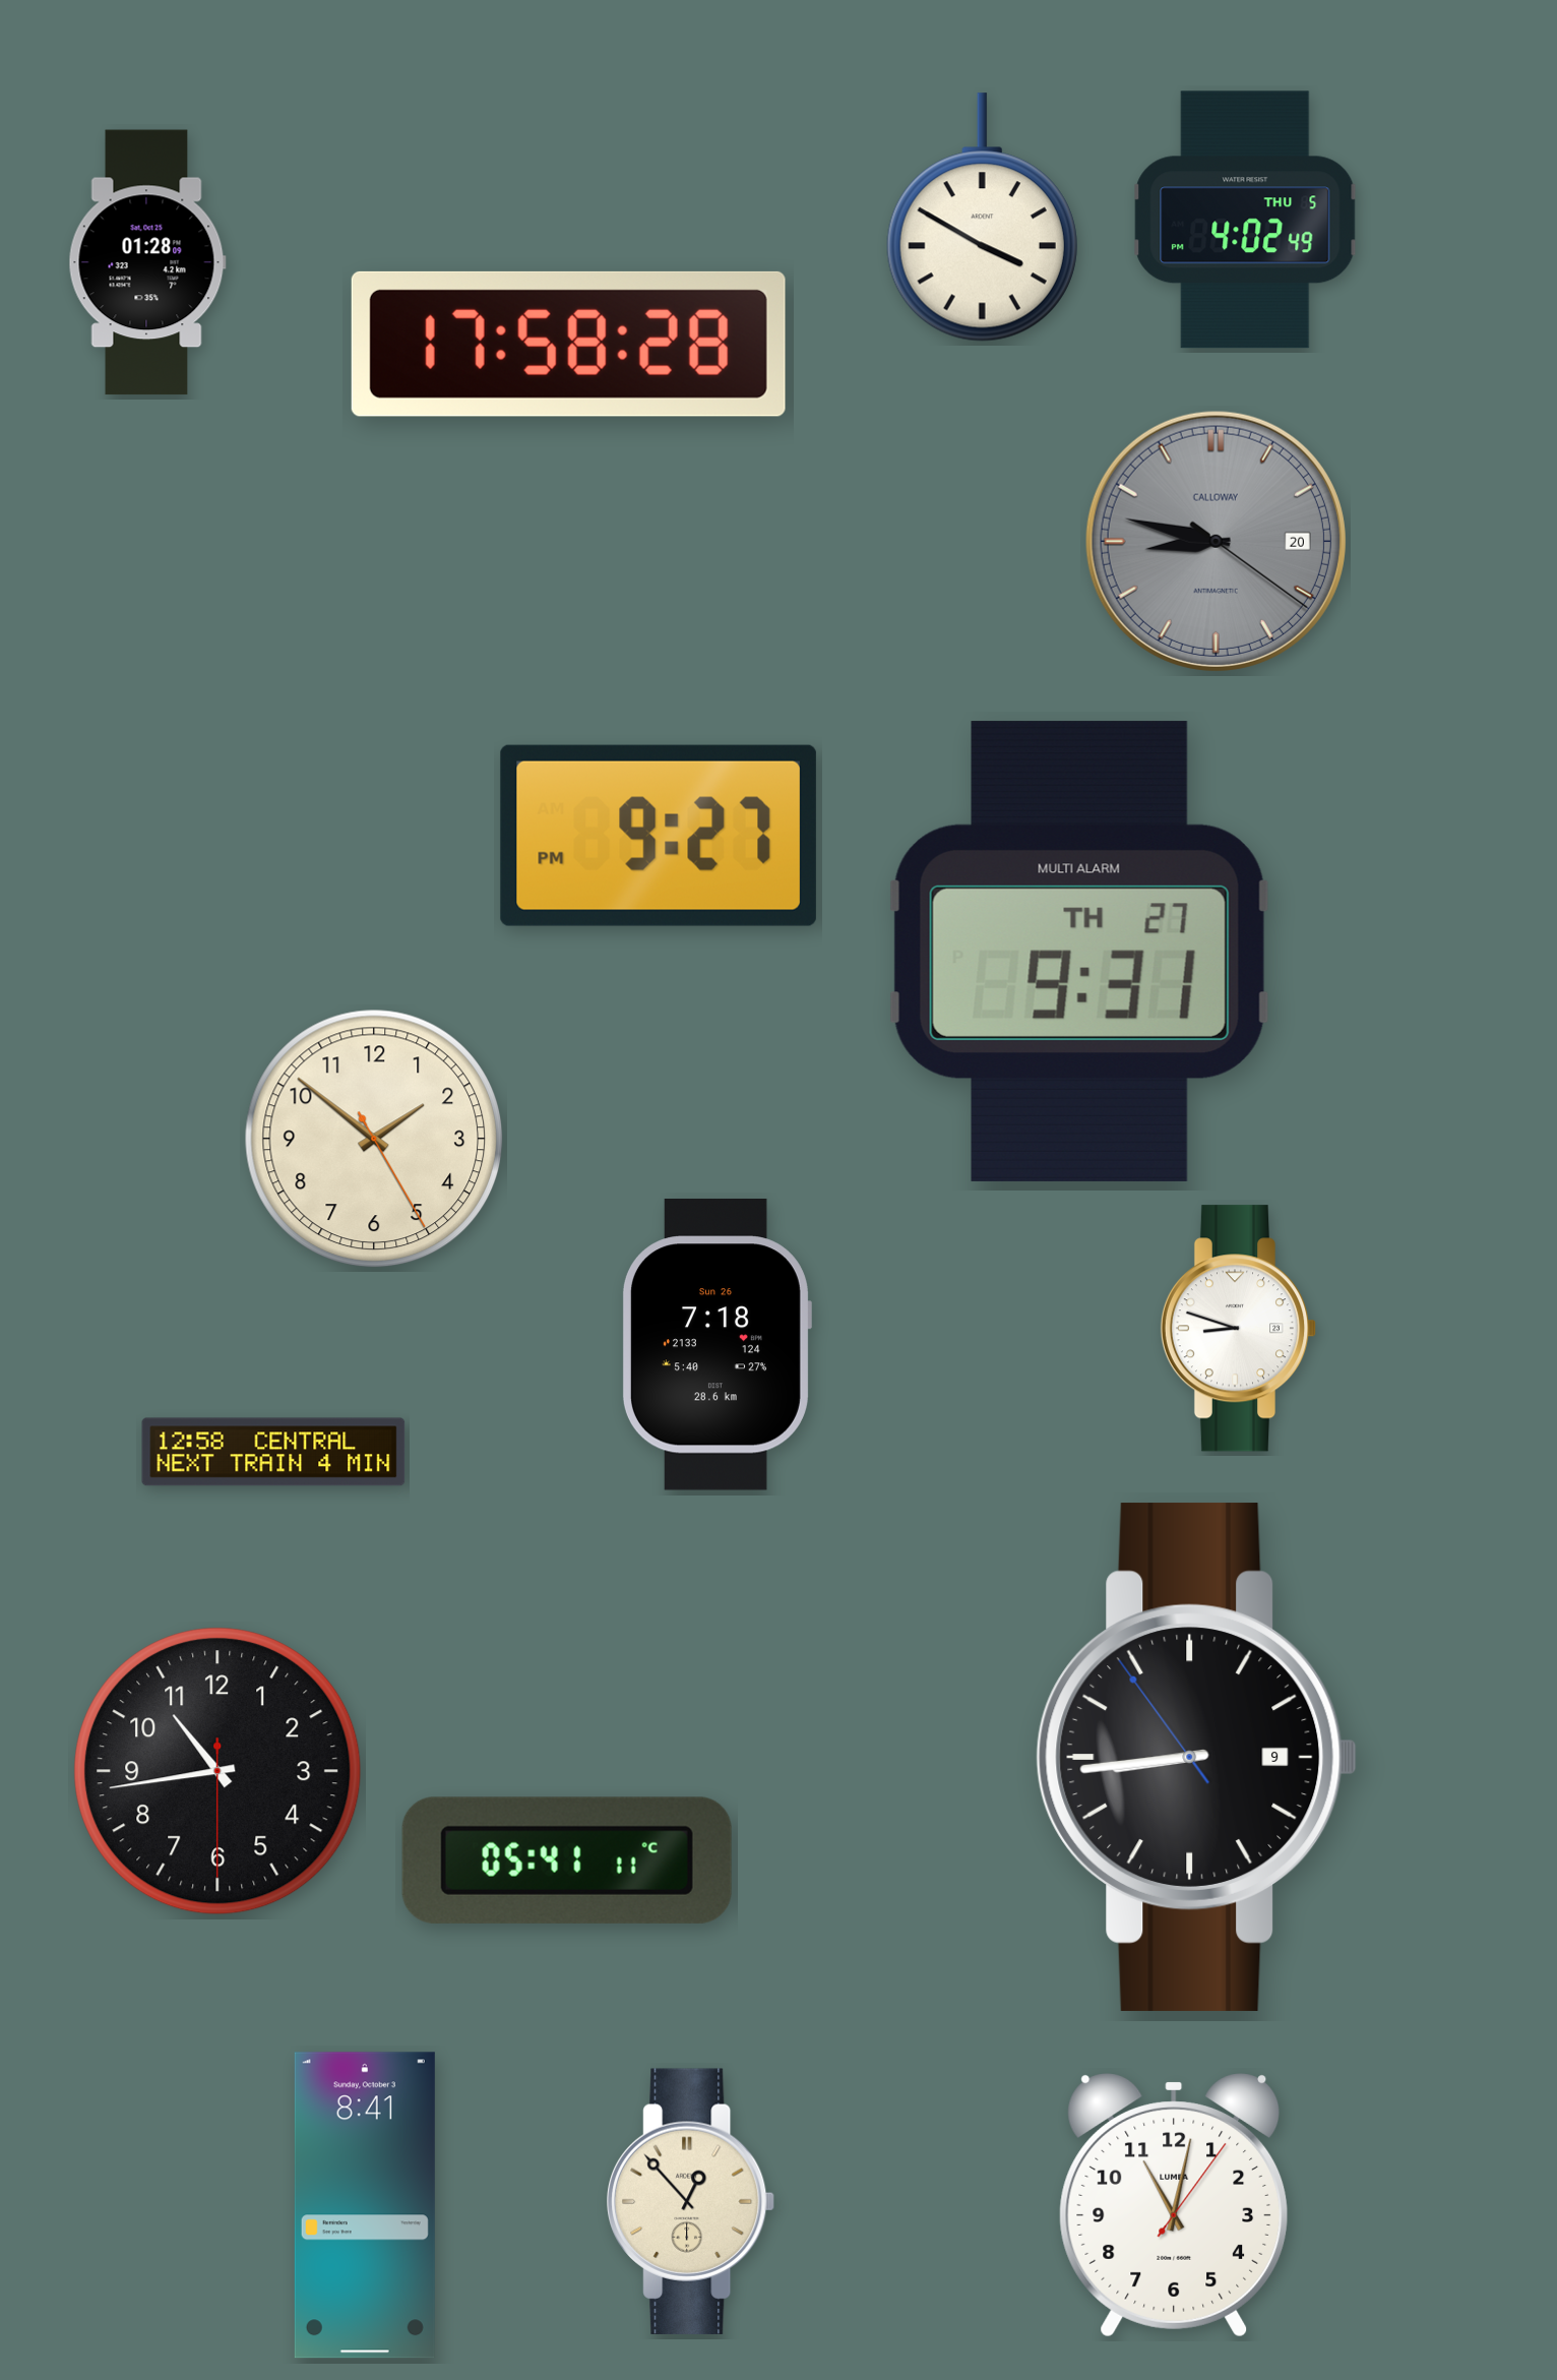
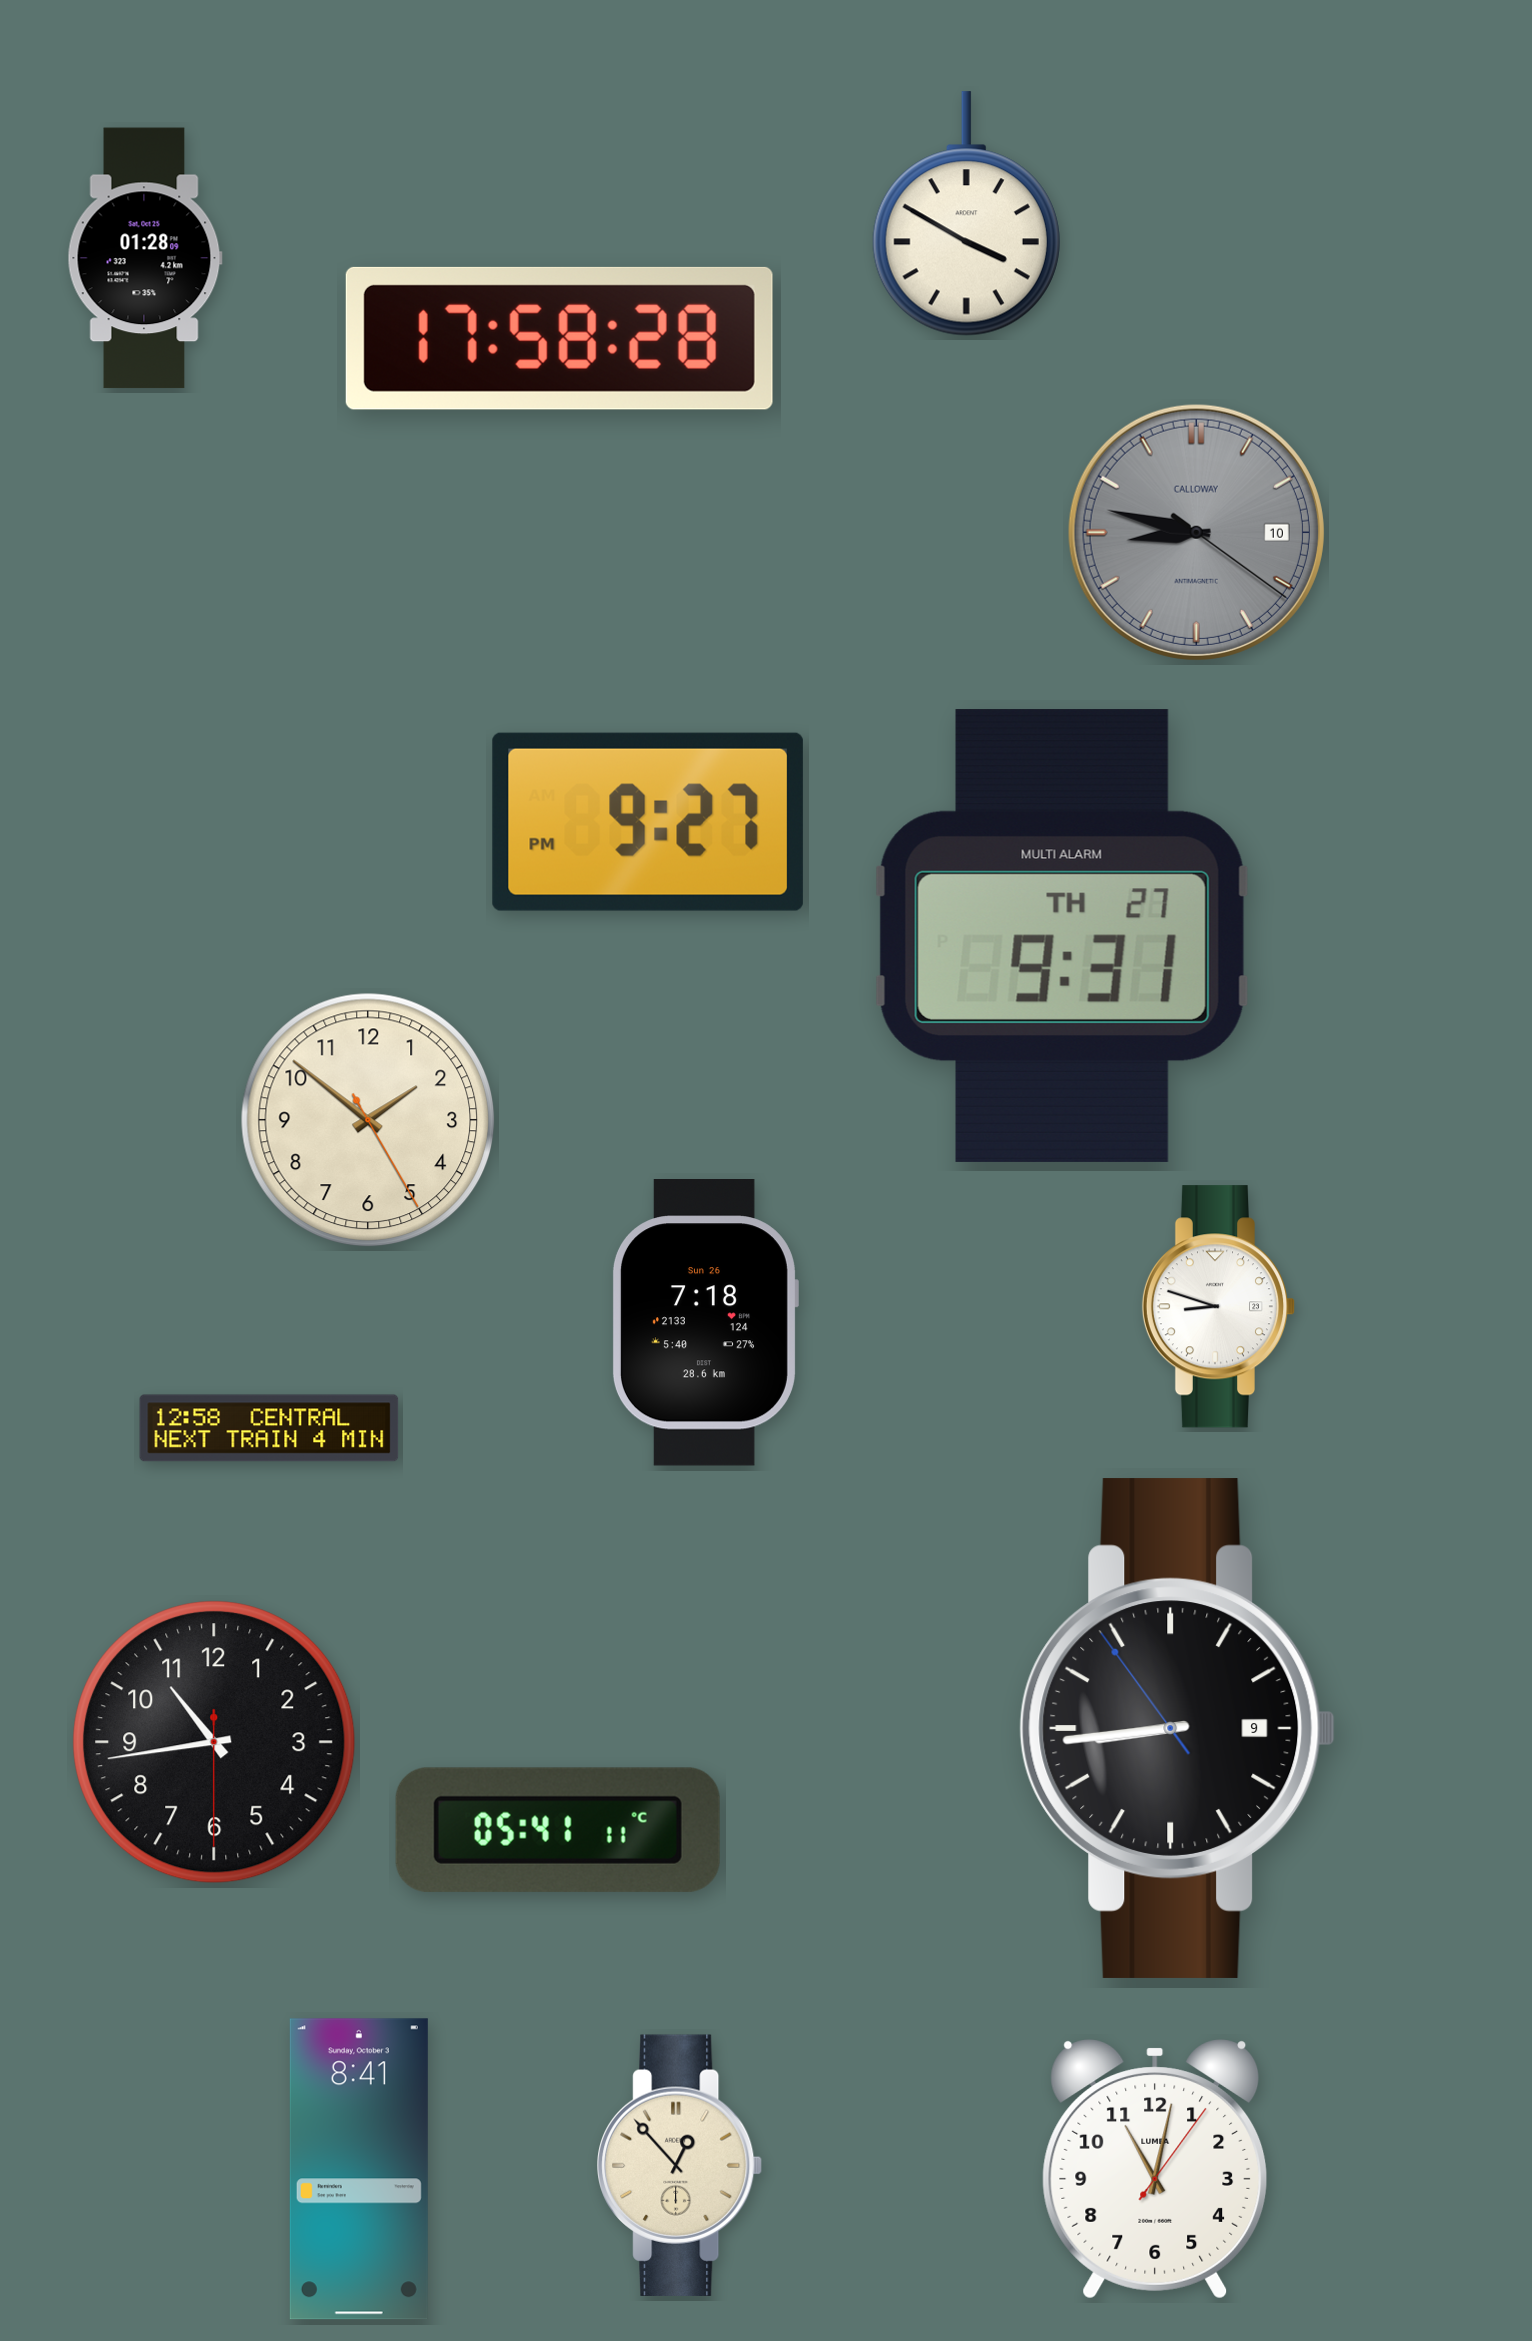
clock at (1245, 220): 4:02 -> none
clock at (1216, 541) date: 20 -> 10
